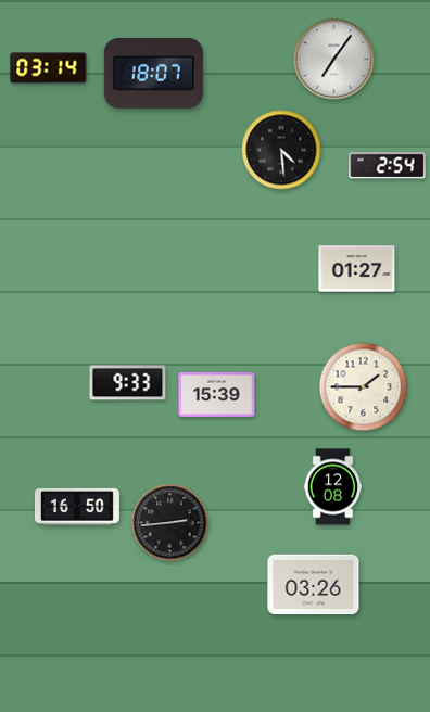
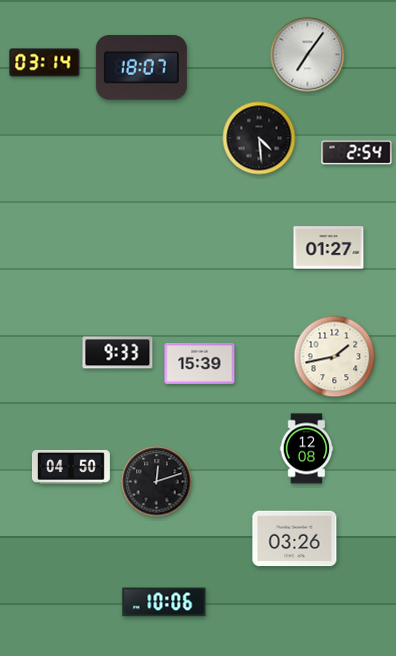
clock at (364, 387): 1:45 -> 1:43
clock at (77, 507): 16:50 -> 04:50
clock at (170, 523): 2:44 -> 12:12
clock at (314, 585) position: (314, 585) -> (295, 539)
clock at (164, 602): none -> 10:06
